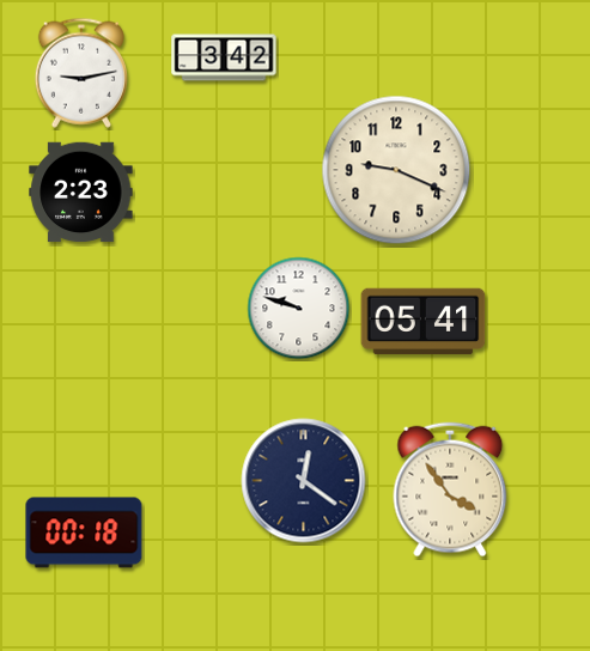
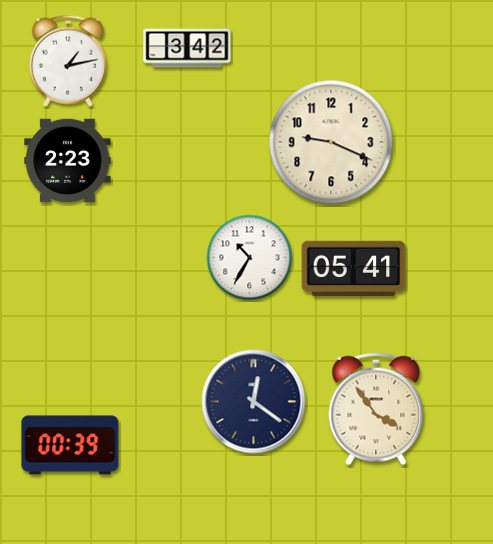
clock at (81, 73): 9:13 -> 1:13
clock at (299, 309): 9:48 -> 10:35
clock at (84, 533): 00:18 -> 00:39
